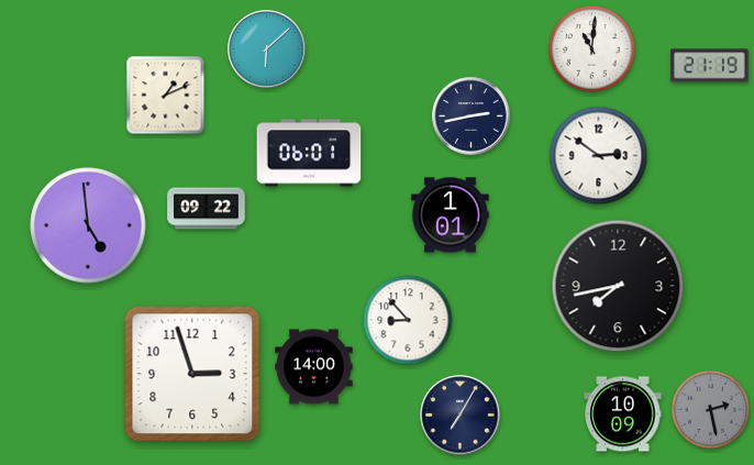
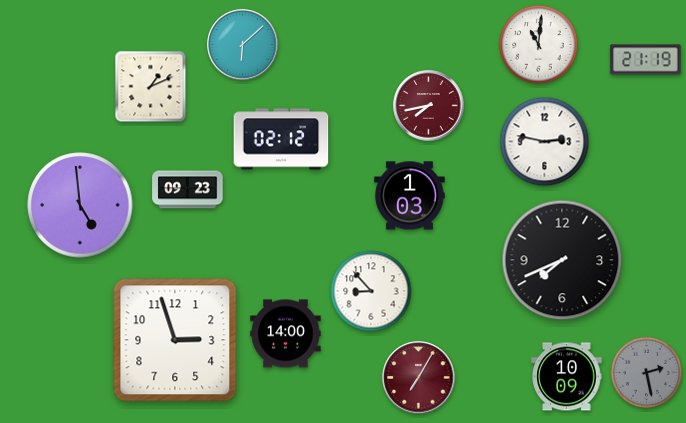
clock at (472, 117): 2:43 -> 7:43
clock at (472, 117) dial: navy -> burgundy
clock at (309, 153): 06:01 -> 02:12
clock at (599, 156): 2:51 -> 2:47
clock at (207, 209): 09:22 -> 09:23
clock at (451, 215): 1:01 -> 1:03
clock at (618, 286): 7:43 -> 7:41
clock at (461, 416) dial: navy -> burgundy
